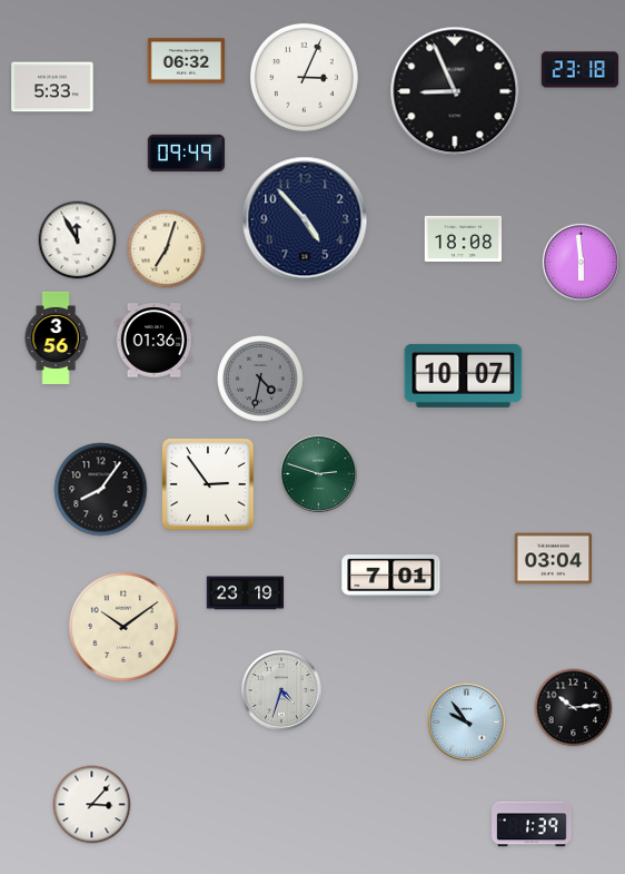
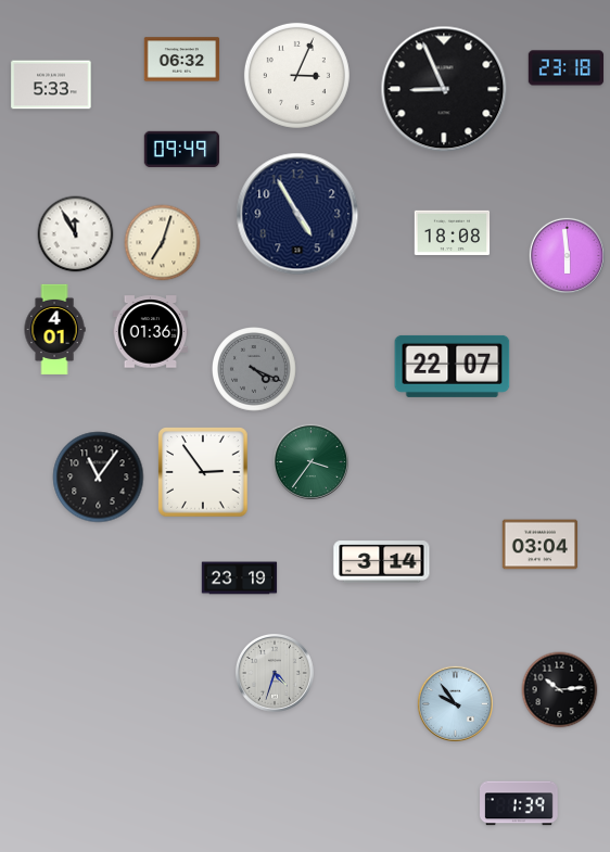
clock at (305, 219): 4:53 -> 4:55
clock at (56, 337): 3:56 -> 4:01
clock at (464, 375): 10:07 -> 22:07
clock at (261, 380): 4:32 -> 4:19
clock at (318, 473): 2:48 -> 3:36
clock at (101, 490): 8:06 -> 11:06
clock at (391, 577): 7:01 -> 3:14
clock at (123, 627): 10:09 -> none
clock at (92, 805): 3:07 -> none
